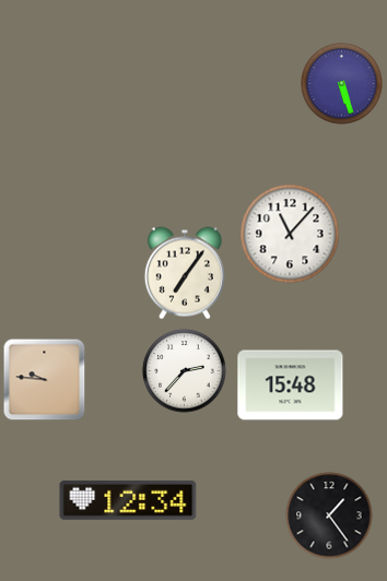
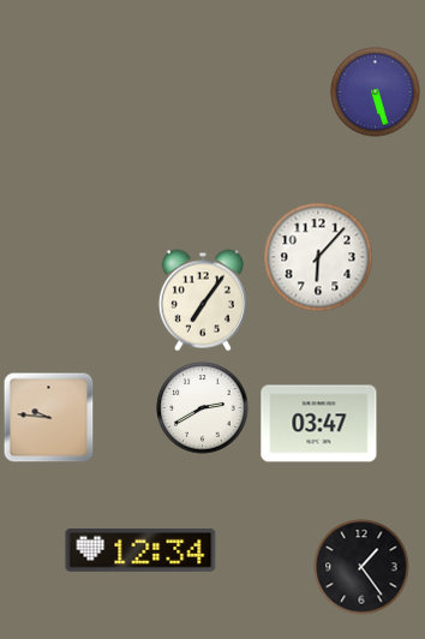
clock at (290, 234): 11:07 -> 6:07
clock at (185, 371): 2:37 -> 2:40
clock at (291, 386): 15:48 -> 03:47
